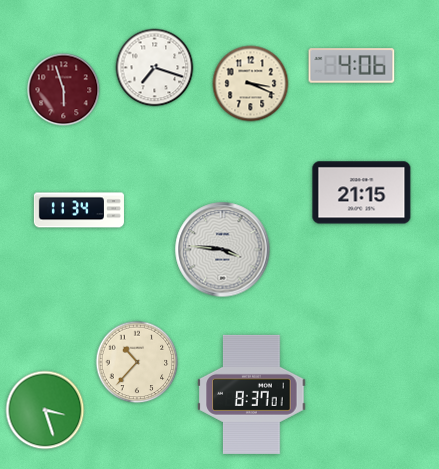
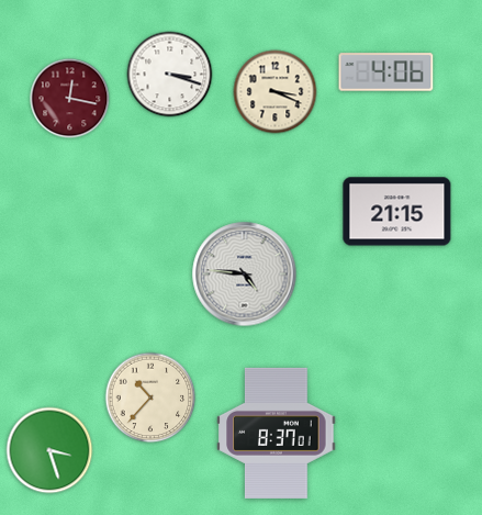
clock at (155, 68): 7:18 -> 3:18
clock at (64, 90): 5:57 -> 12:17
clock at (79, 210): 11:34 -> none
clock at (223, 250): 3:46 -> 4:46
